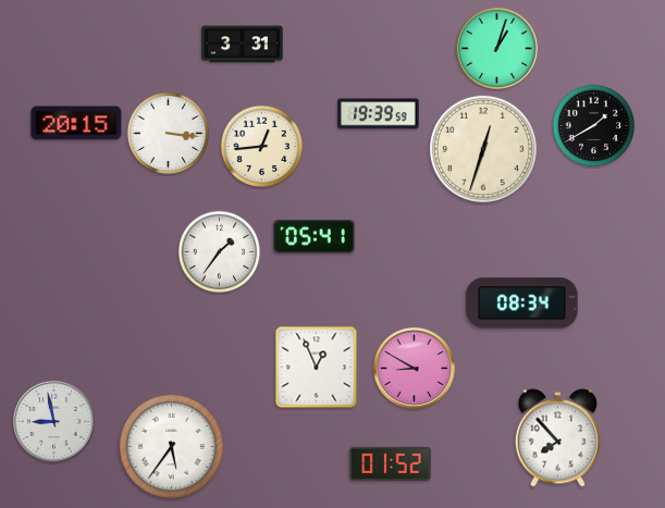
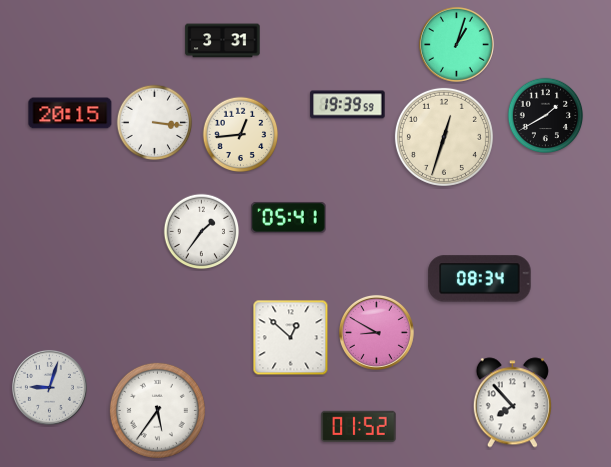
clock at (317, 368): 12:56 -> 12:52
clock at (414, 368) position: (414, 368) -> (376, 332)
clock at (53, 421): 8:58 -> 9:03
